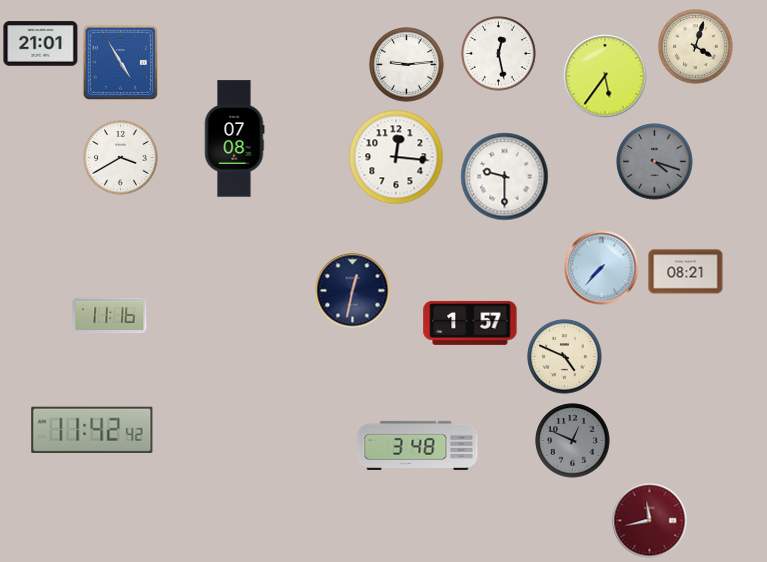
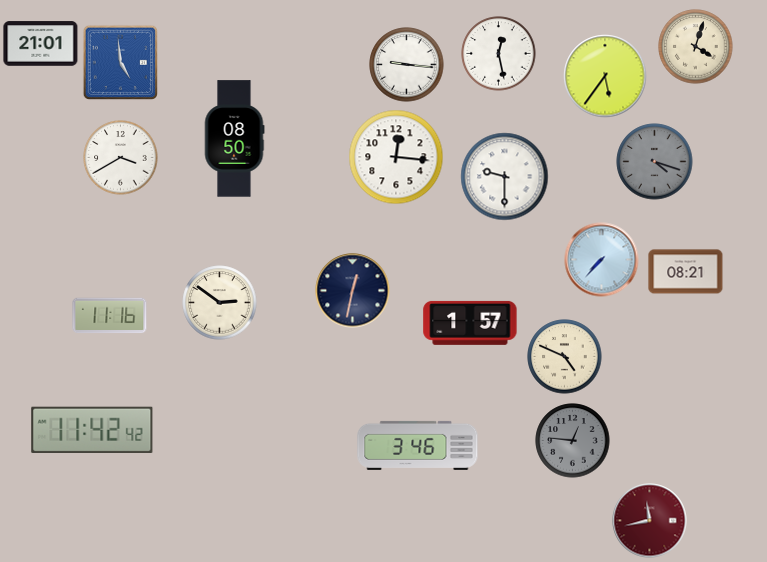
clock at (121, 63): 4:55 -> 4:59
clock at (407, 65): 9:14 -> 9:16
clock at (234, 139): 07:08 -> 08:50
clock at (602, 268) position: (602, 268) -> (602, 260)
clock at (220, 303): none -> 2:51
clock at (573, 441): 12:49 -> 12:46
clock at (418, 445): 3:48 -> 3:46
